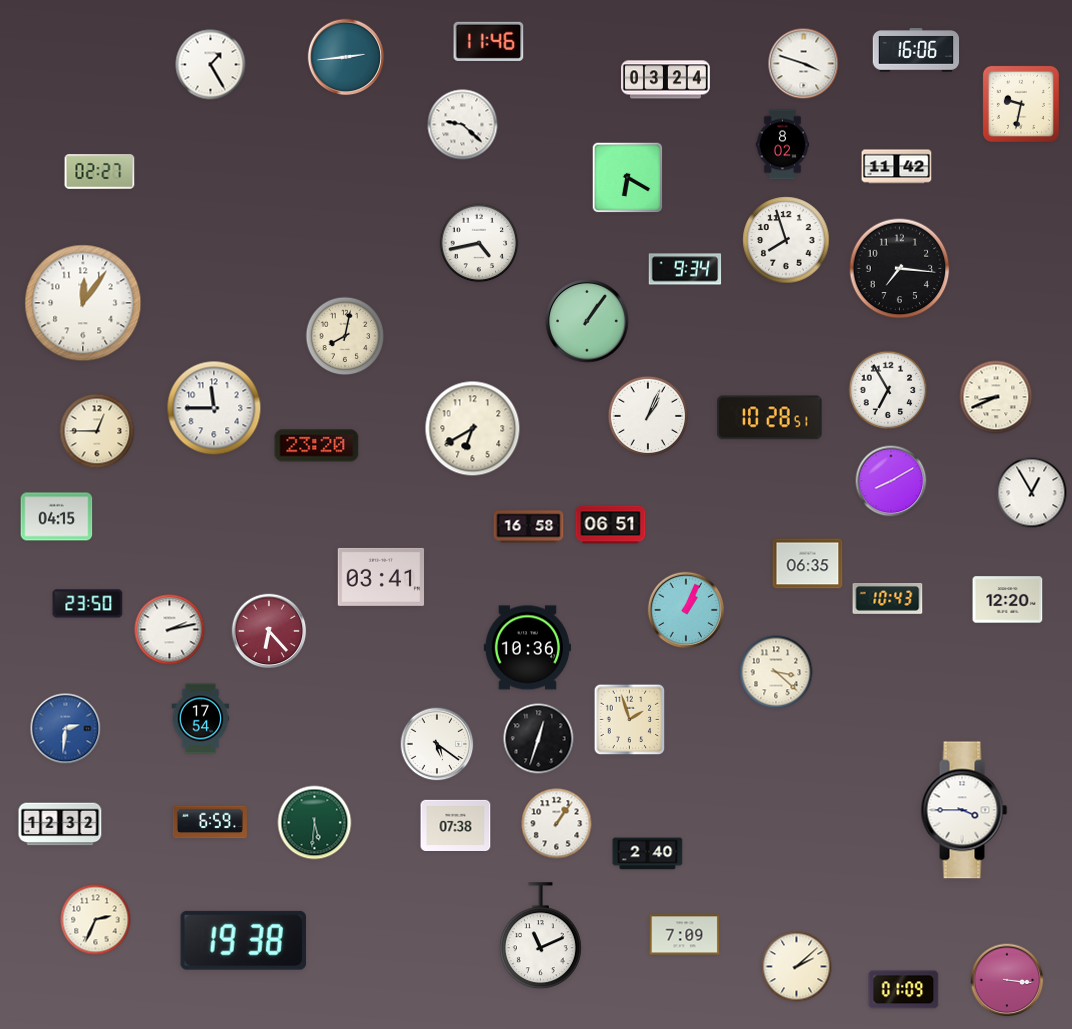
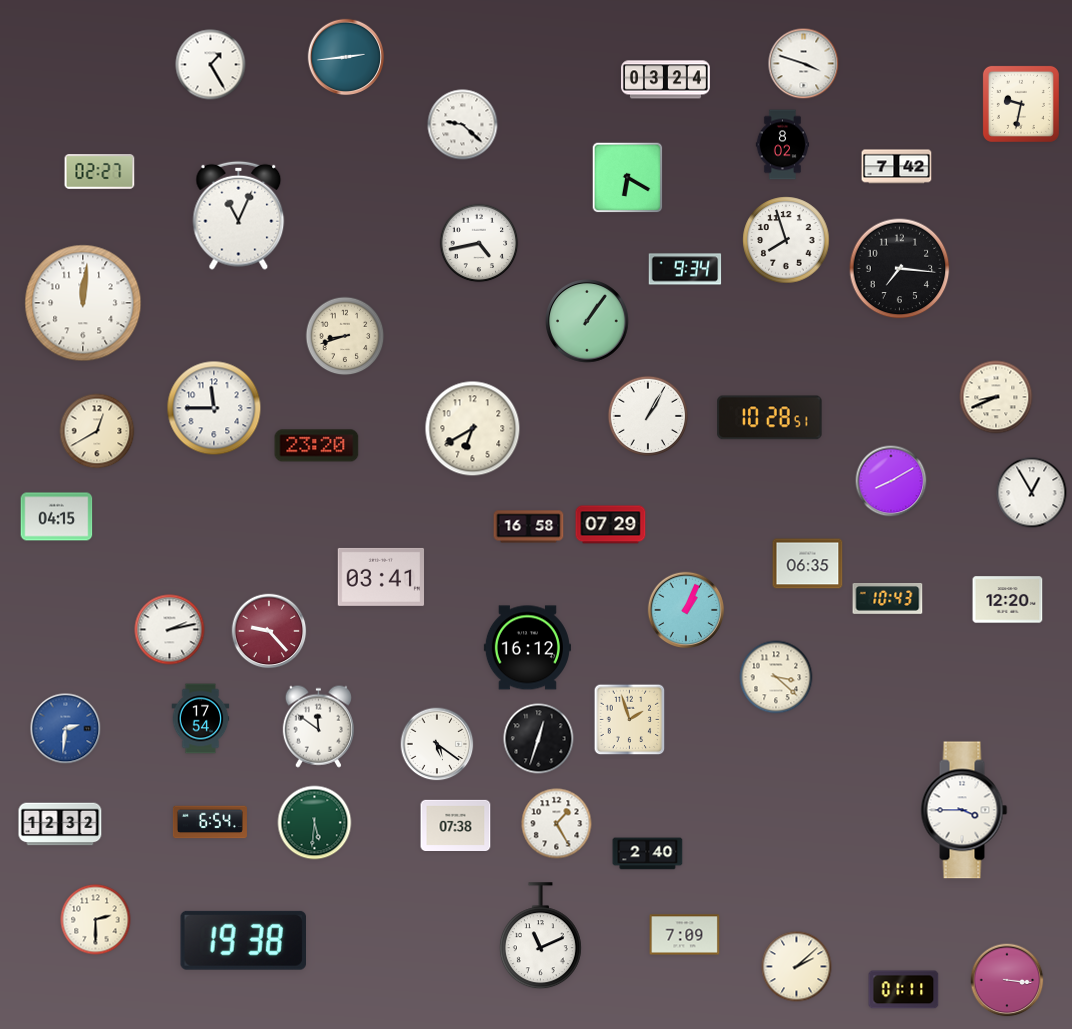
clock at (489, 41): 11:46 -> none
clock at (916, 50): 16:06 -> none
clock at (897, 167): 11:42 -> 7:42
clock at (239, 215): none -> 11:04
clock at (83, 303): 12:06 -> 12:01
clock at (345, 336): 8:02 -> 8:42
clock at (888, 390): 6:55 -> none
clock at (648, 416): 1:04 -> 1:05
clock at (97, 431): 12:45 -> 12:40
clock at (611, 525): 06:51 -> 07:29
clock at (88, 604): 23:50 -> none
clock at (269, 631): 6:23 -> 9:23
clock at (527, 648): 10:36 -> 16:12
clock at (776, 672) position: (776, 672) -> (776, 677)
clock at (318, 726): none -> 11:51
clock at (210, 822): 6:59 -> 6:54
clock at (557, 824): 1:06 -> 1:25
clock at (96, 920): 2:34 -> 2:30
clock at (904, 990): 01:09 -> 01:11
